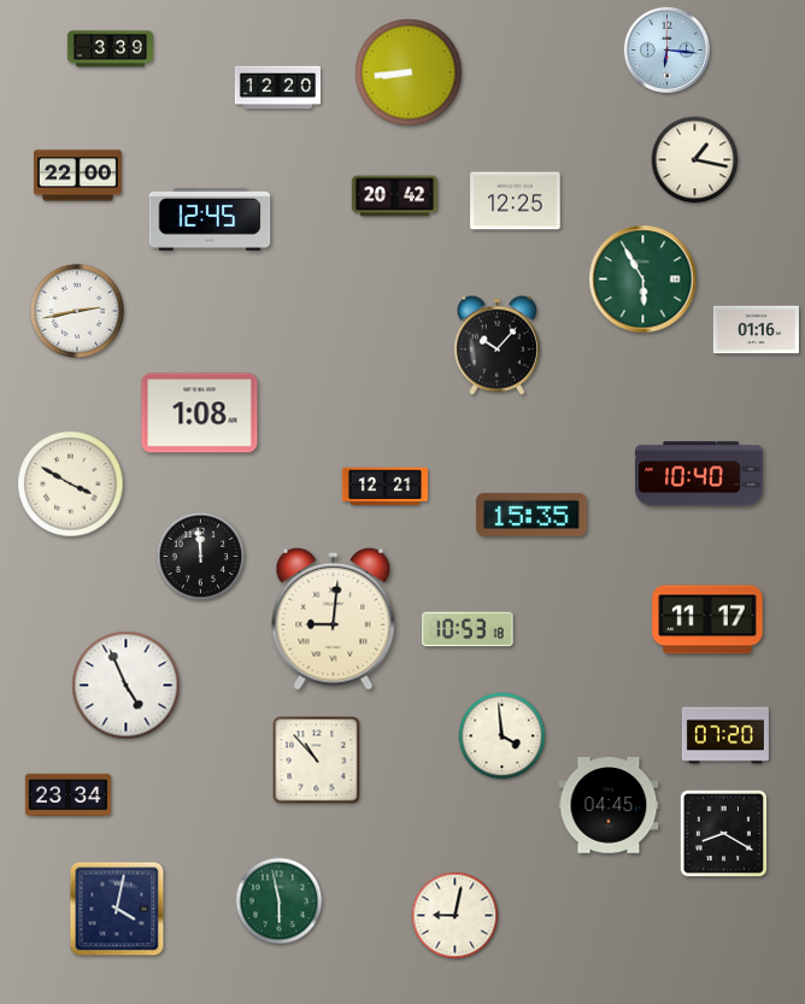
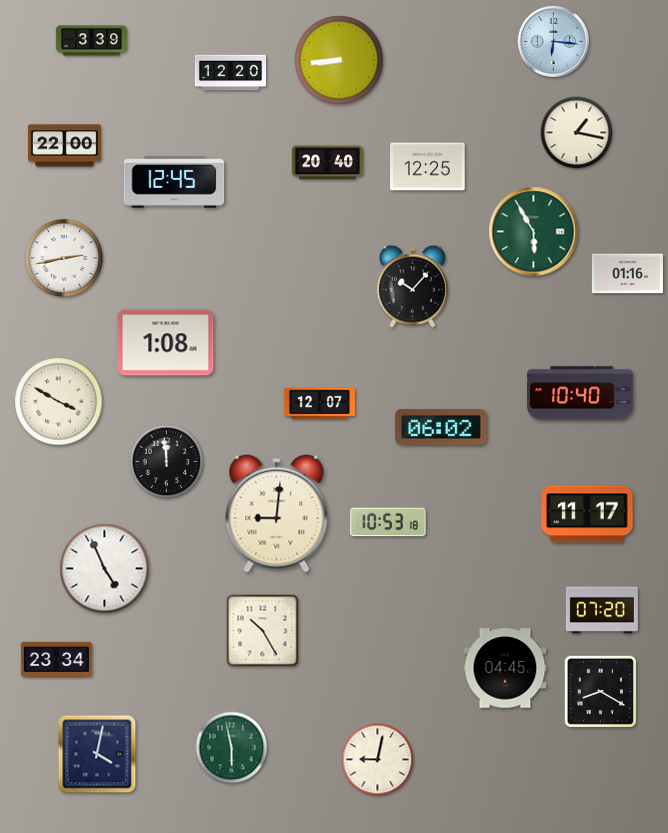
clock at (394, 196): 20:42 -> 20:40
clock at (384, 487): 12:21 -> 12:07
clock at (531, 515): 15:35 -> 06:02
clock at (503, 736): 3:59 -> none
clock at (317, 761): 10:53 -> 10:25
